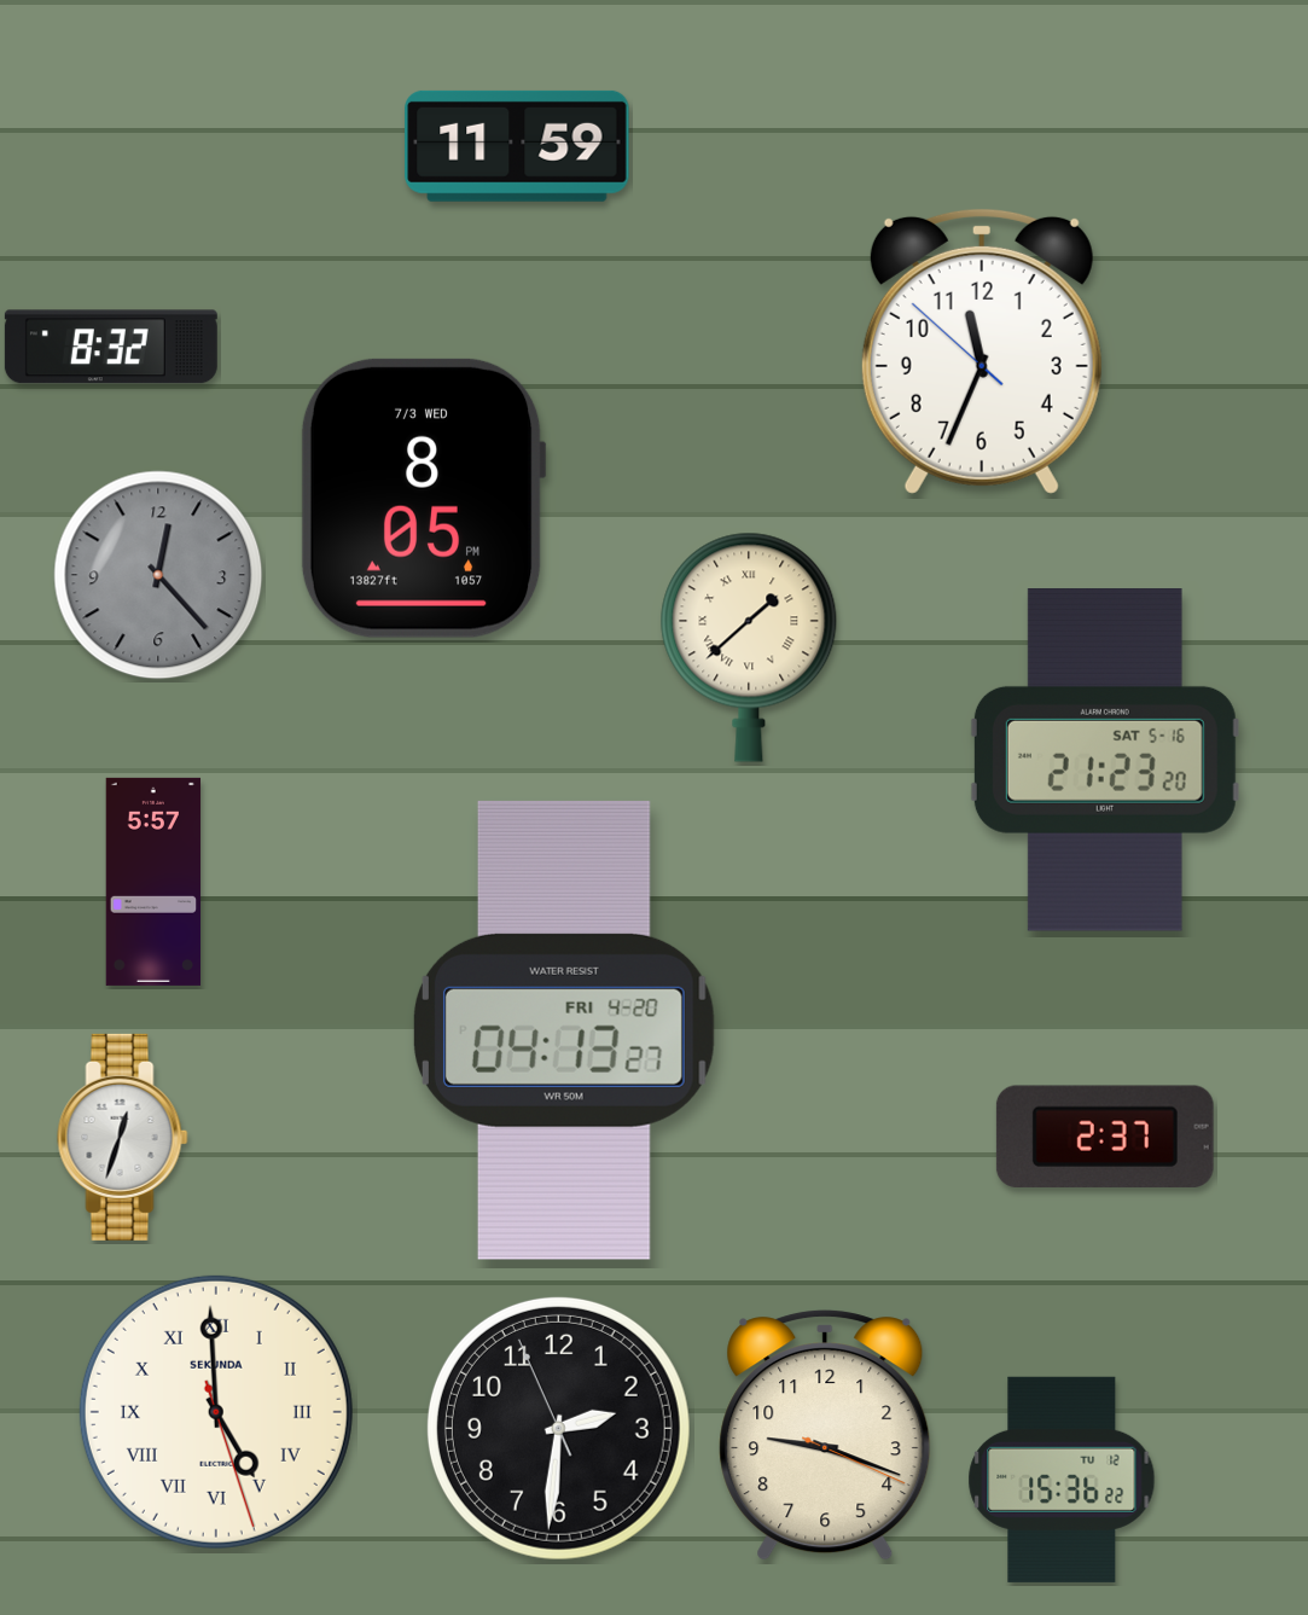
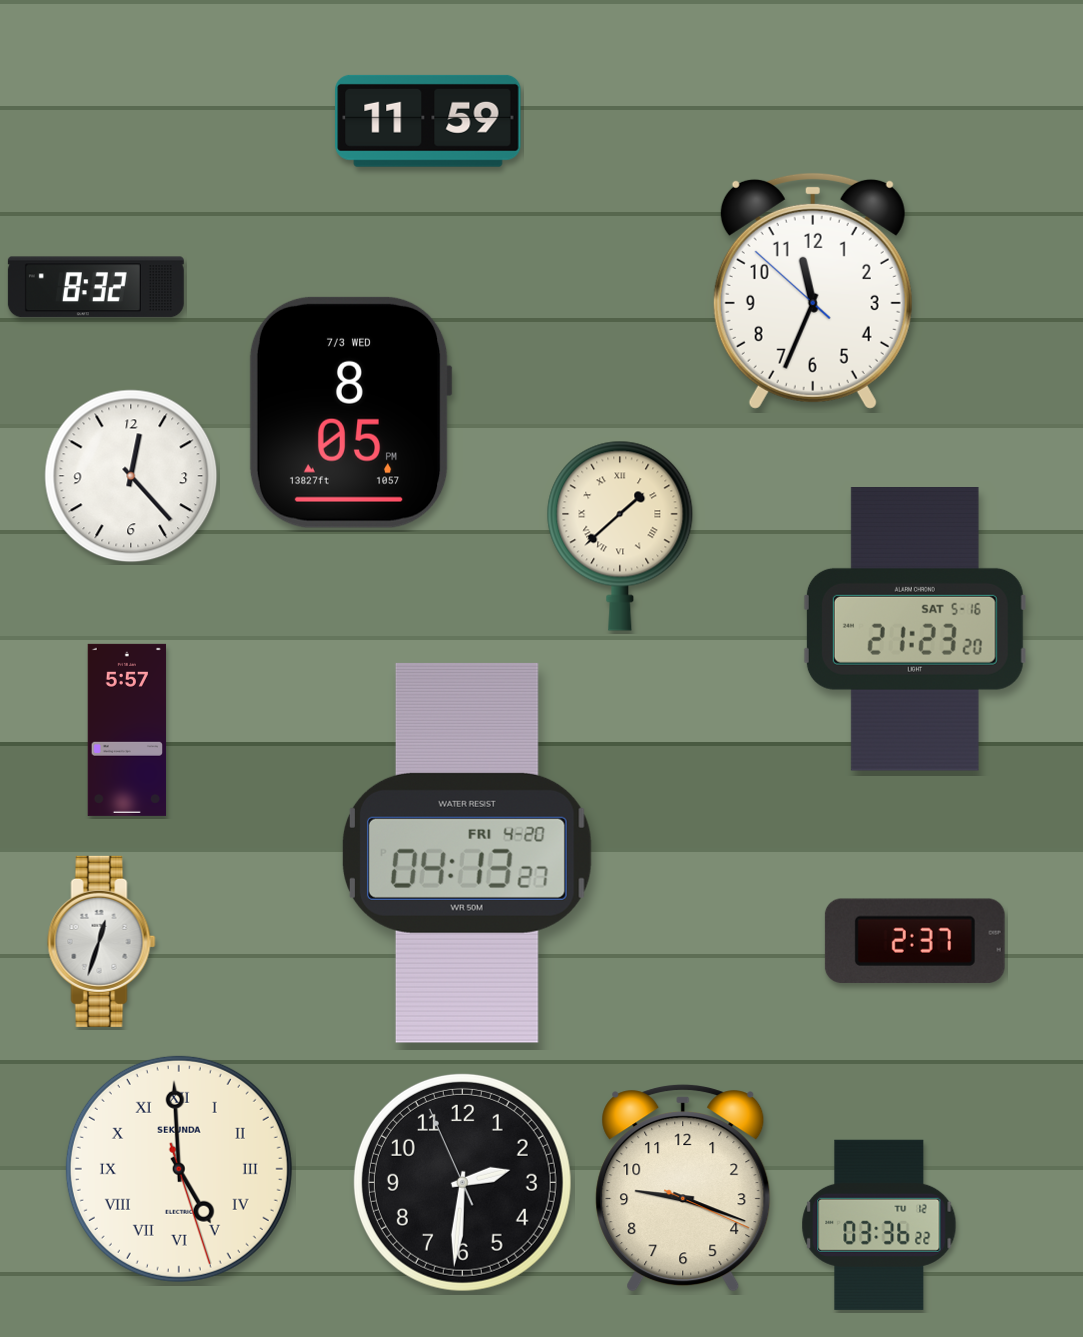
clock at (111, 347) position: (111, 347) -> (96, 287)
clock at (158, 575) dial: grey -> white
clock at (1062, 1480): 15:36 -> 03:36
